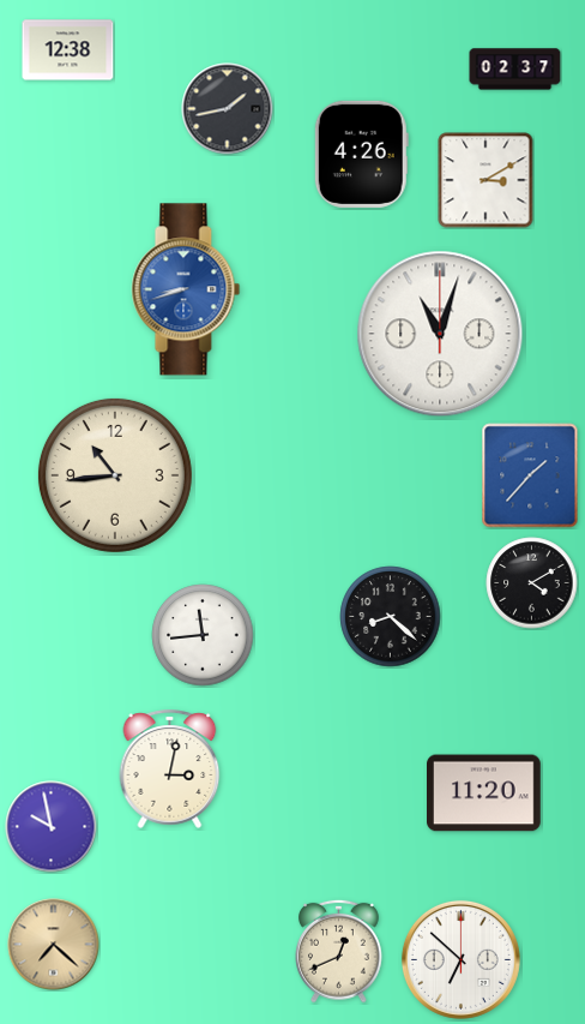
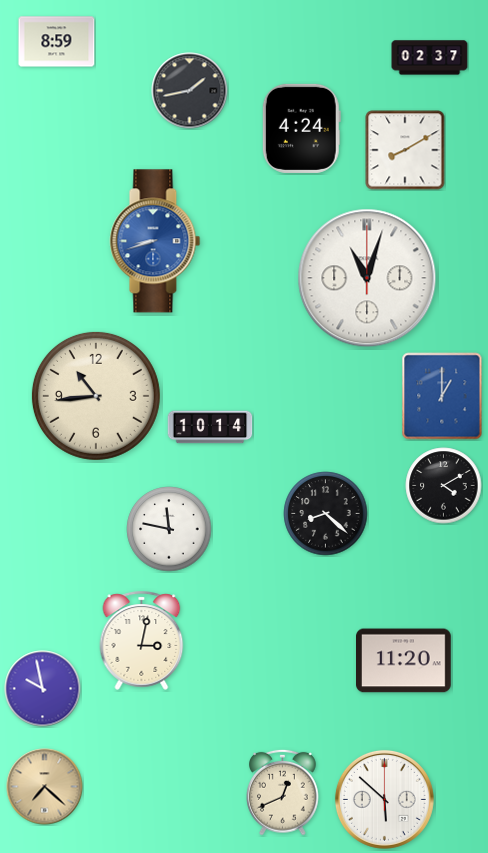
clock at (68, 50): 12:38 -> 8:59
clock at (361, 154): 4:26 -> 4:24
clock at (486, 180): 3:10 -> 8:10
clock at (530, 475): 1:37 -> 1:00
clock at (210, 427): none -> 10:14
clock at (203, 635): 11:44 -> 11:47
clock at (460, 959): 6:52 -> 5:52
